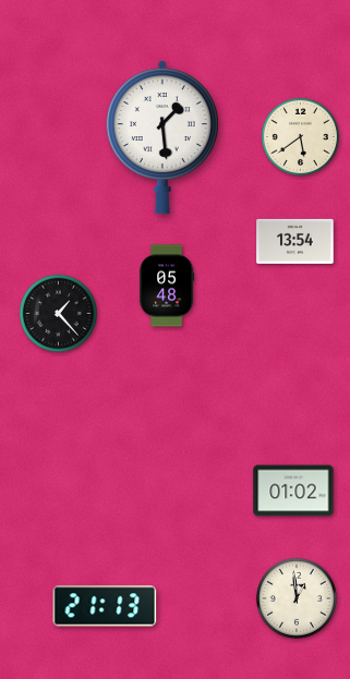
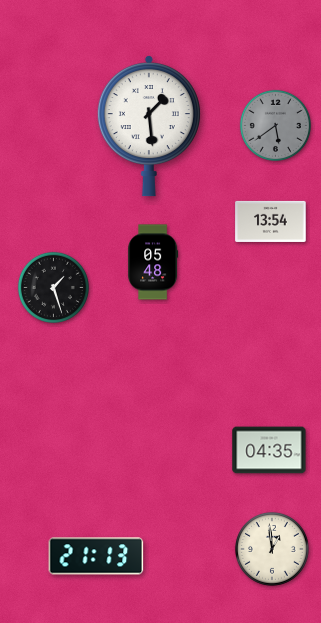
clock at (300, 136) dial: cream -> grey
clock at (58, 313): 1:23 -> 1:27
clock at (293, 490): 01:02 -> 04:35
